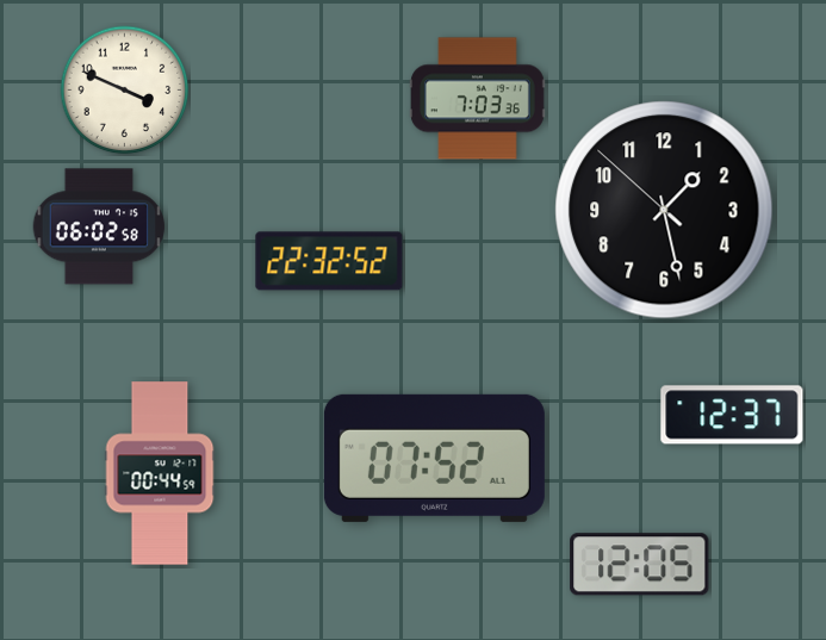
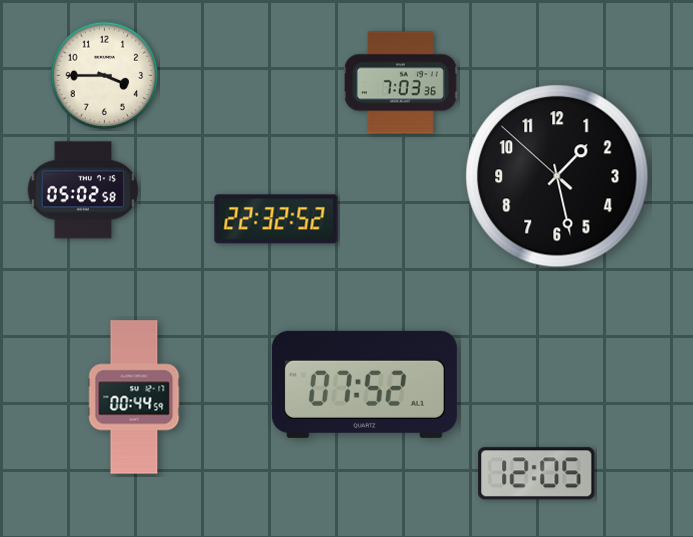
clock at (125, 91): 3:49 -> 3:45
clock at (99, 226): 06:02 -> 05:02
clock at (732, 415): 12:37 -> none
